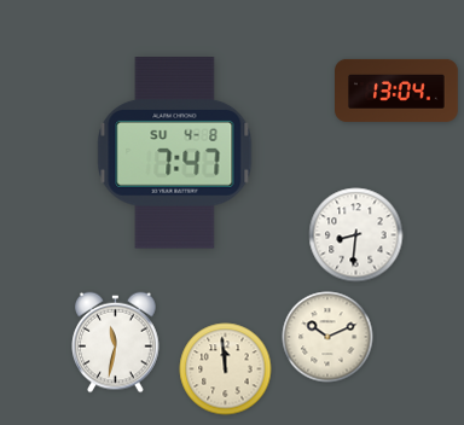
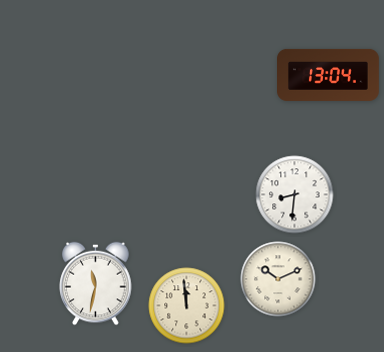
clock at (175, 153): 7:47 -> none
clock at (327, 337) position: (327, 337) -> (278, 279)
